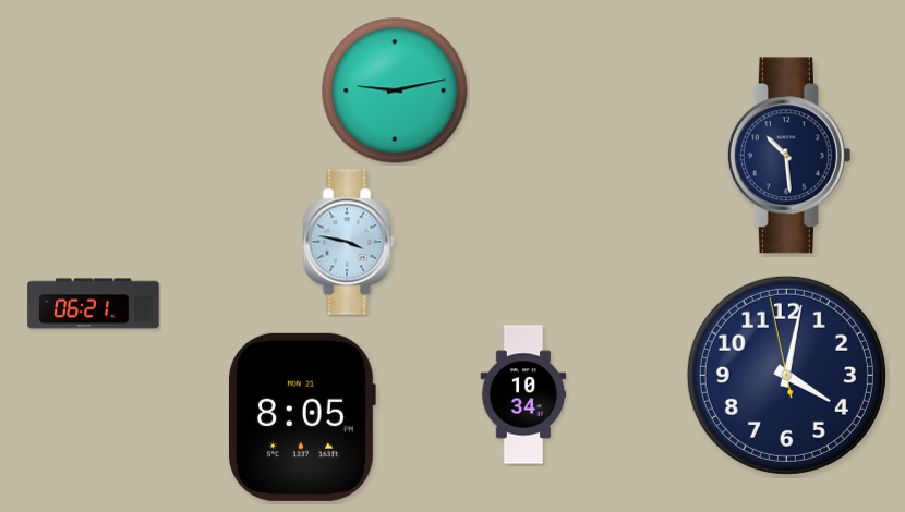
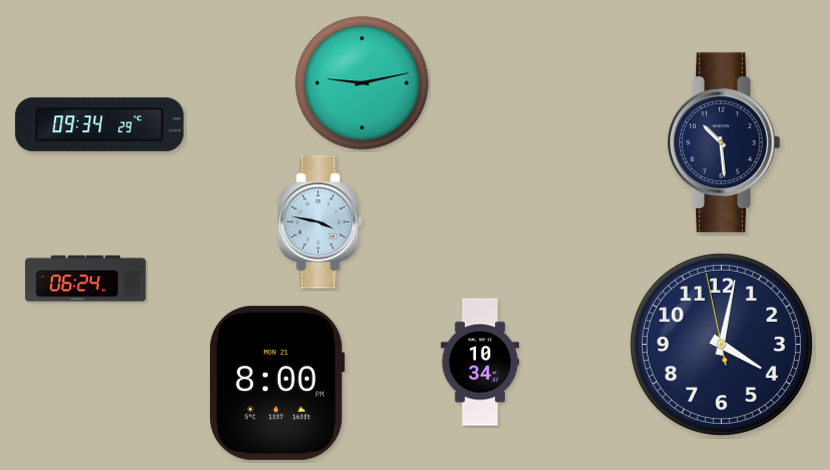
clock at (100, 125): none -> 09:34
clock at (94, 304): 06:21 -> 06:24
clock at (302, 417): 8:05 -> 8:00
